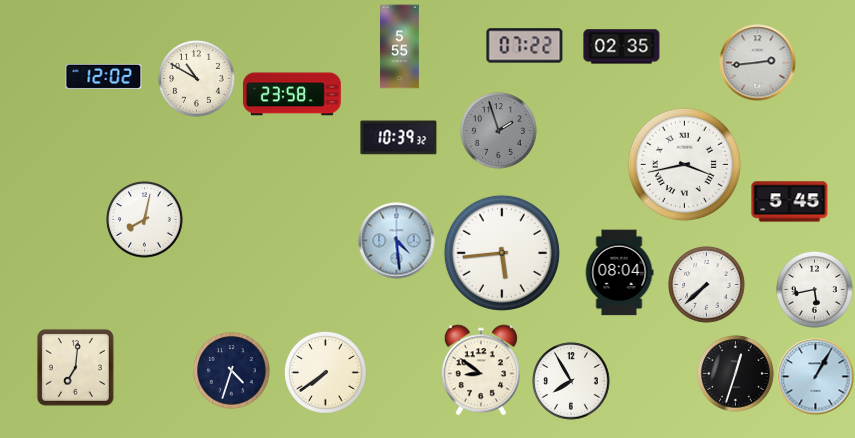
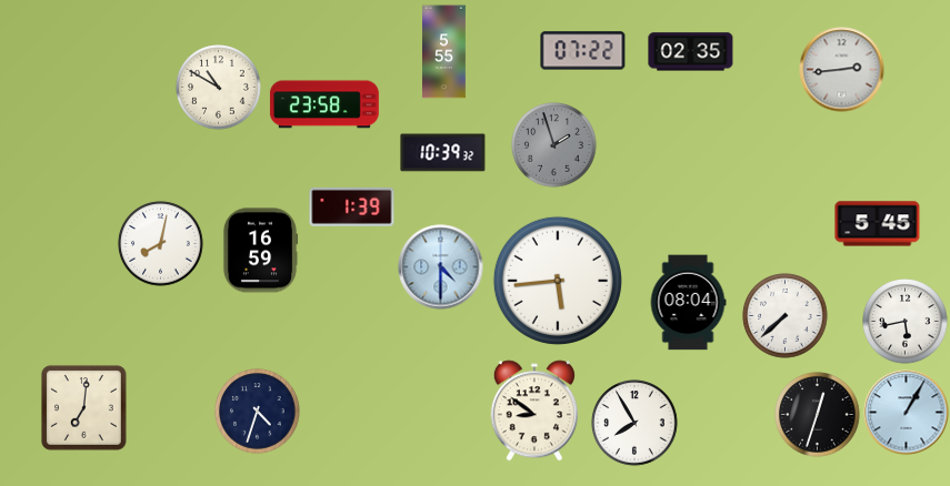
clock at (104, 76): 12:02 -> none
clock at (684, 164): 3:43 -> none
clock at (352, 206): none -> 1:39
clock at (260, 251): none -> 16:59
clock at (397, 241): 4:29 -> 4:30
clock at (326, 373): 7:39 -> none
clock at (816, 377) position: (816, 377) -> (907, 413)
